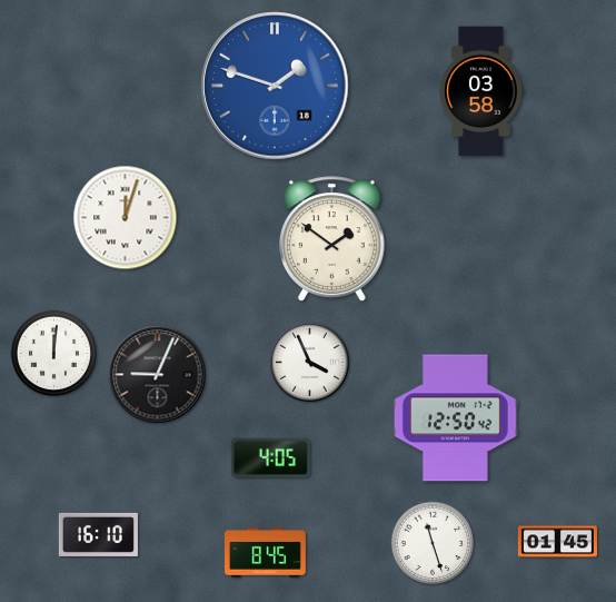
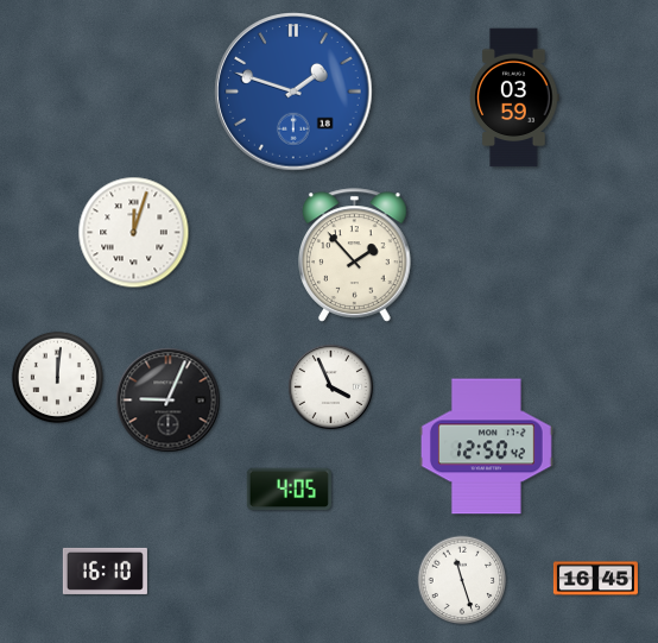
clock at (481, 91): 03:58 -> 03:59
clock at (332, 239): 1:51 -> 1:53
clock at (557, 542): 01:45 -> 16:45
clock at (266, 553): 8:45 -> none
